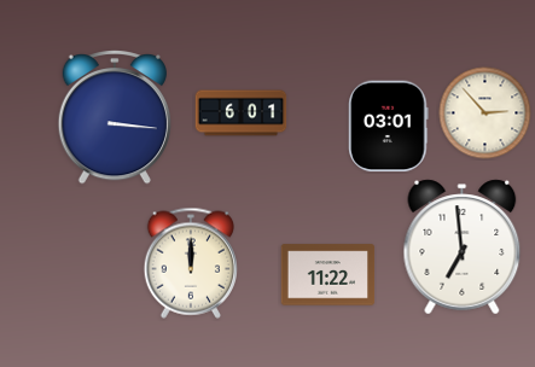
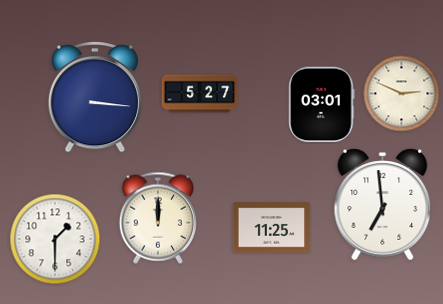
clock at (242, 113): 6:01 -> 5:27
clock at (485, 113): 2:53 -> 2:49
clock at (328, 275): 11:22 -> 11:25
clock at (55, 239): none -> 1:30
